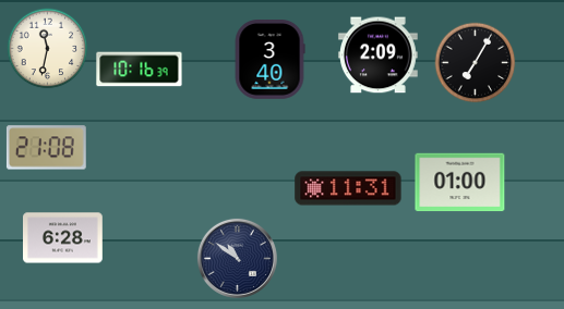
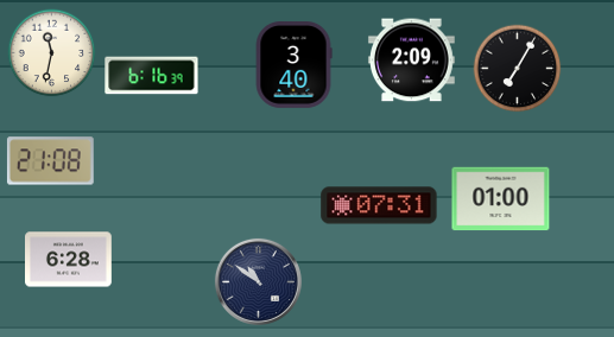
clock at (140, 70): 10:16 -> 6:16
clock at (348, 188): 11:31 -> 07:31
